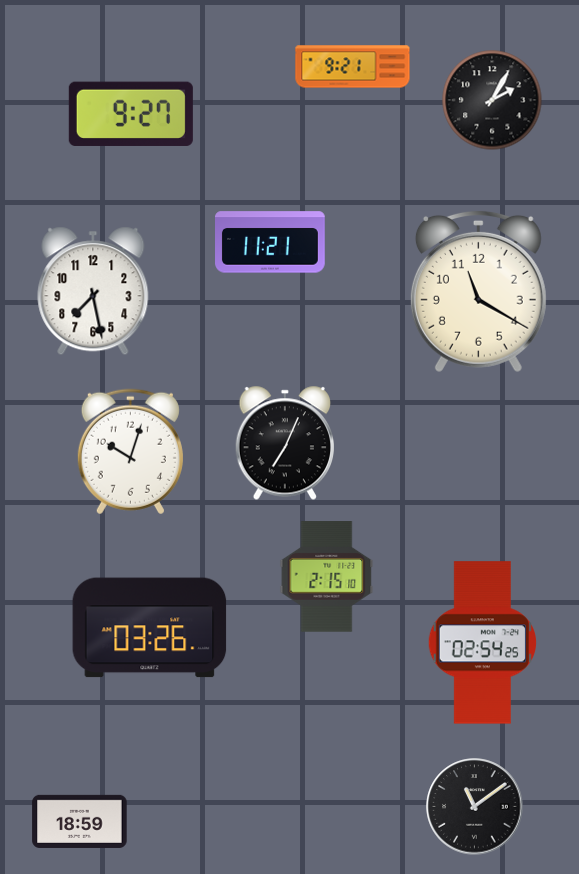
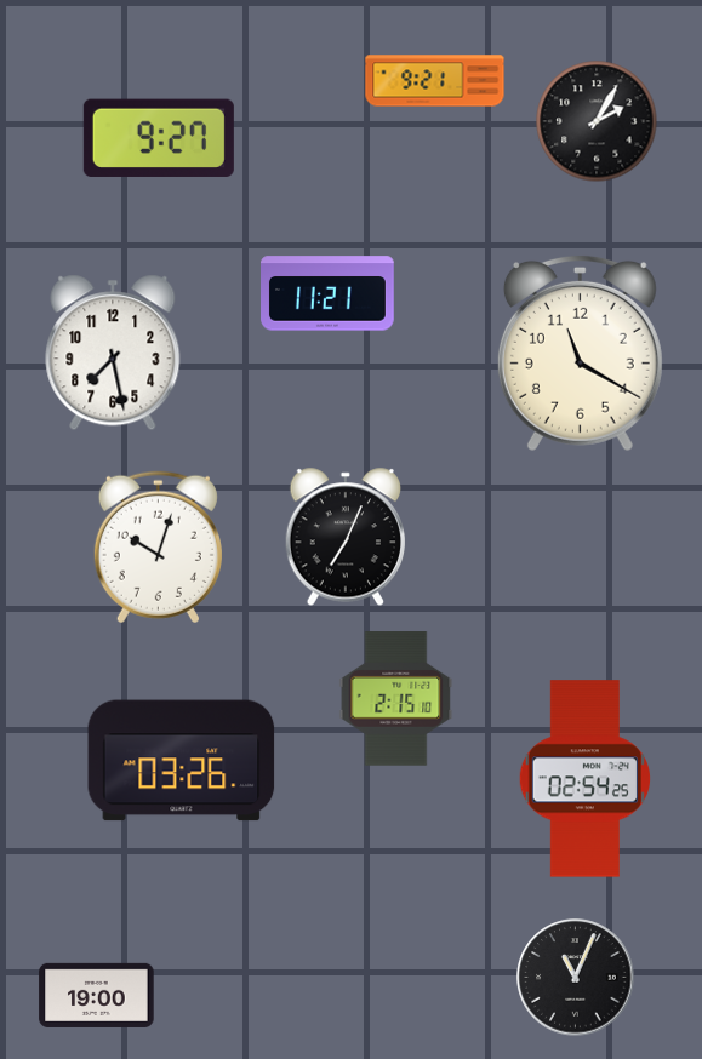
clock at (353, 67) position: (353, 67) -> (435, 81)
clock at (475, 807): 11:09 -> 11:04
clock at (80, 821): 18:59 -> 19:00
